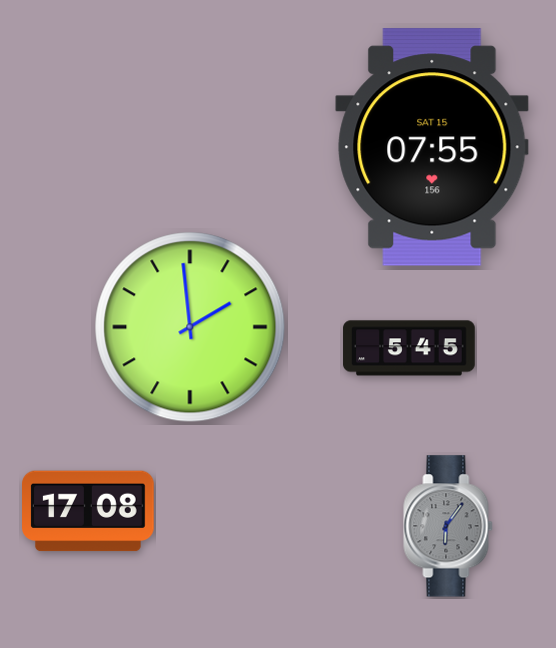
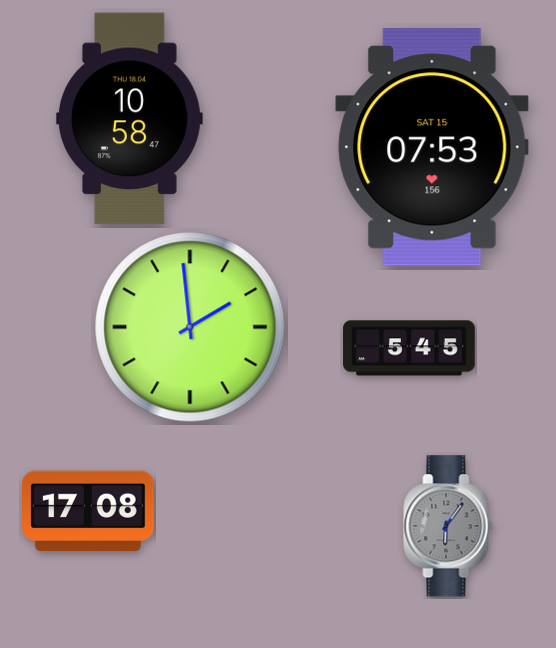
clock at (129, 119): none -> 10:58
clock at (432, 147): 07:55 -> 07:53
